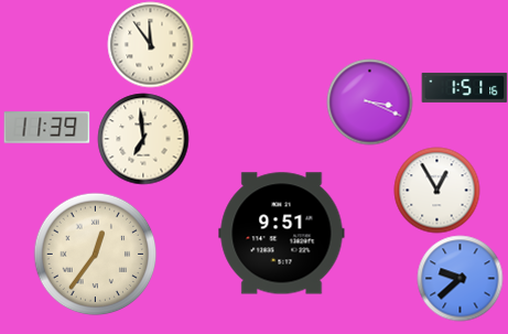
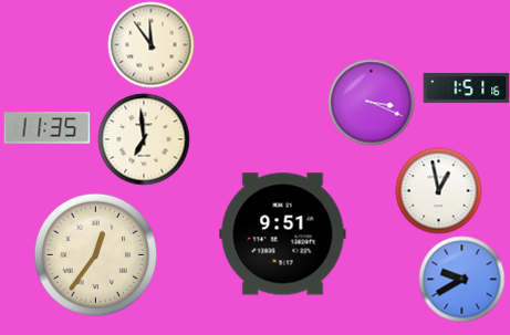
clock at (46, 128): 11:39 -> 11:35
clock at (436, 190): 12:55 -> 12:58
clock at (460, 278): 9:38 -> 9:40
